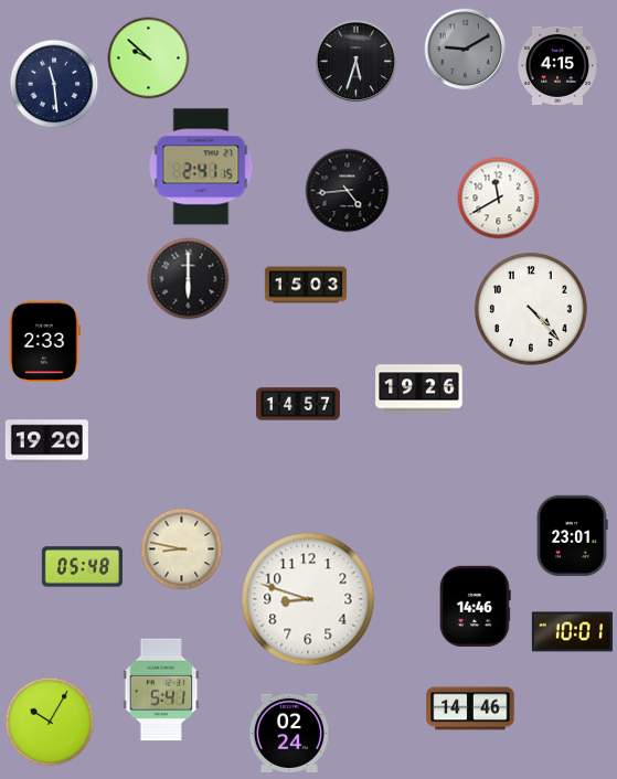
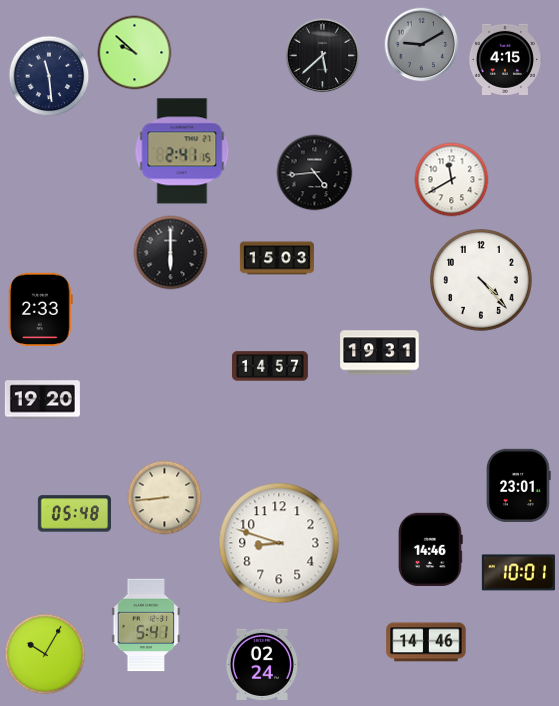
clock at (357, 62): 5:33 -> 5:38
clock at (419, 390): 19:26 -> 19:31
clock at (182, 549): 8:47 -> 8:44
